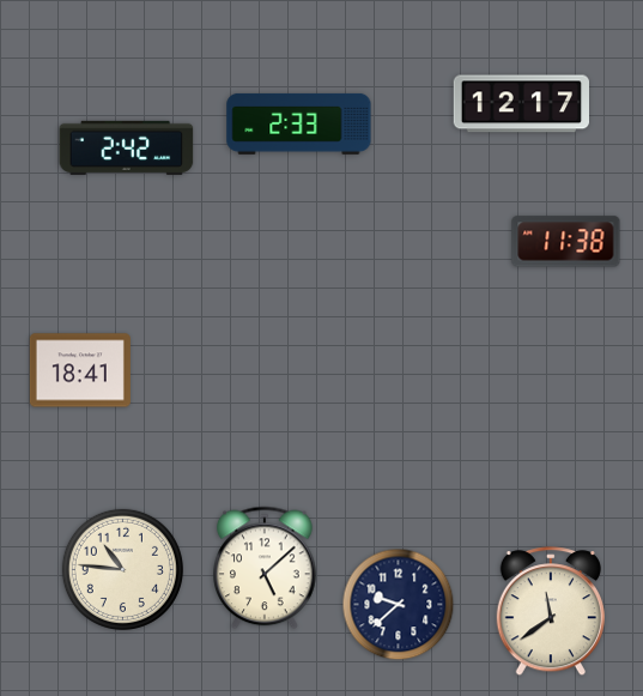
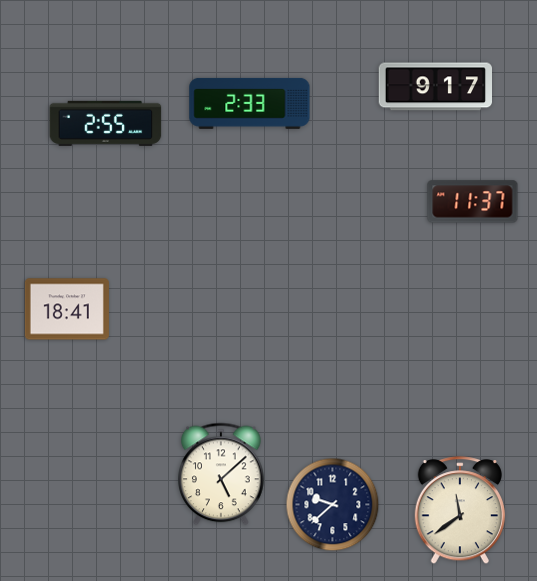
clock at (521, 104): 12:17 -> 9:17
clock at (127, 147): 2:42 -> 2:55
clock at (566, 242): 11:38 -> 11:37
clock at (122, 569): 10:46 -> none
